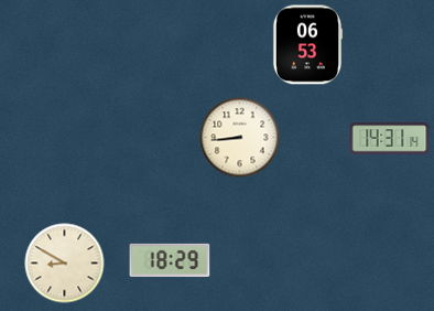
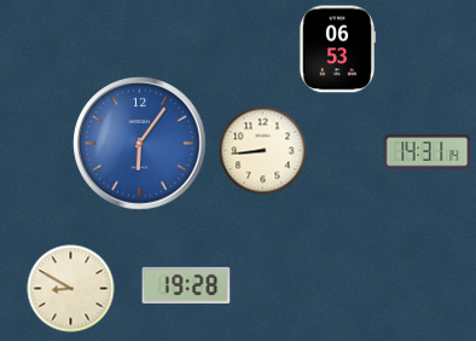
clock at (140, 144): none -> 6:06
clock at (170, 260): 18:29 -> 19:28
